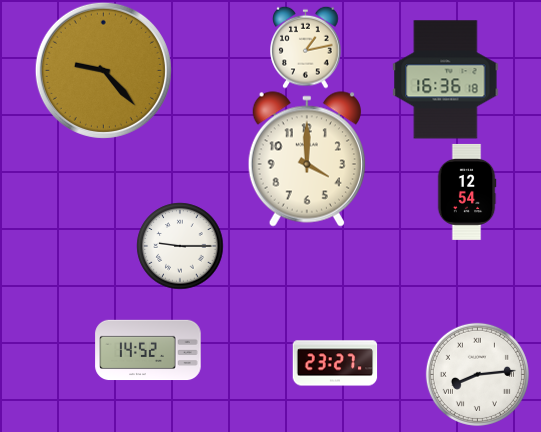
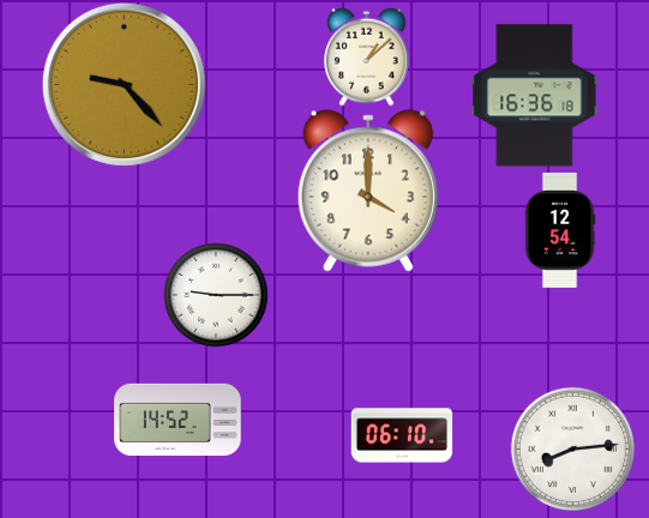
clock at (306, 47): 1:13 -> 1:08
clock at (335, 363): 23:27 -> 06:10
